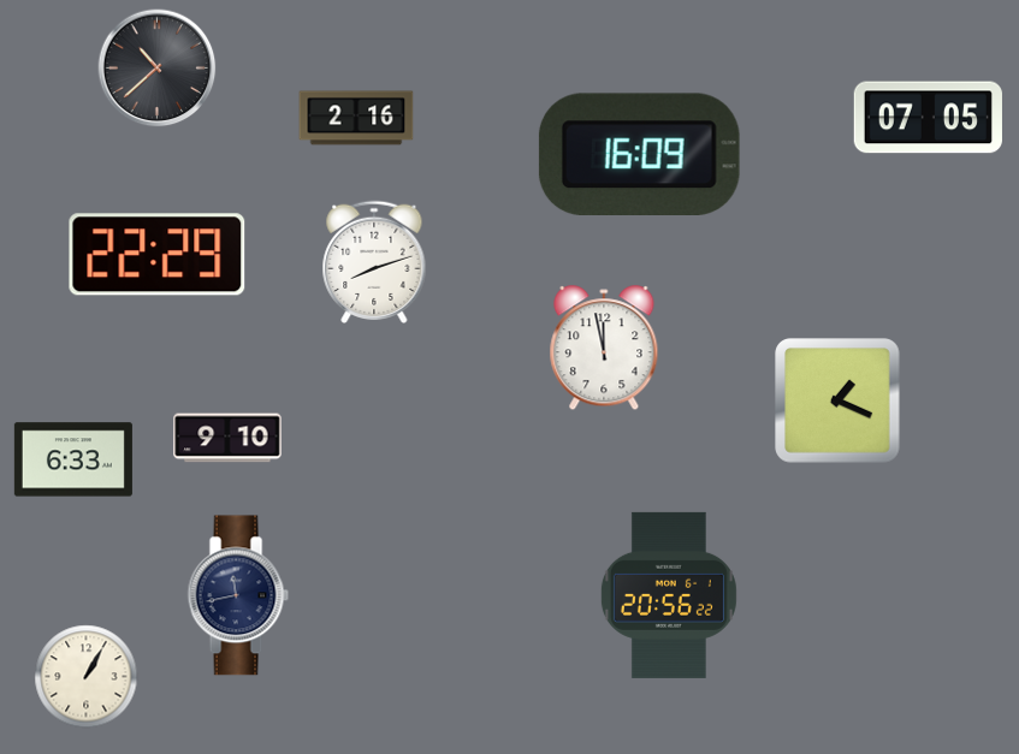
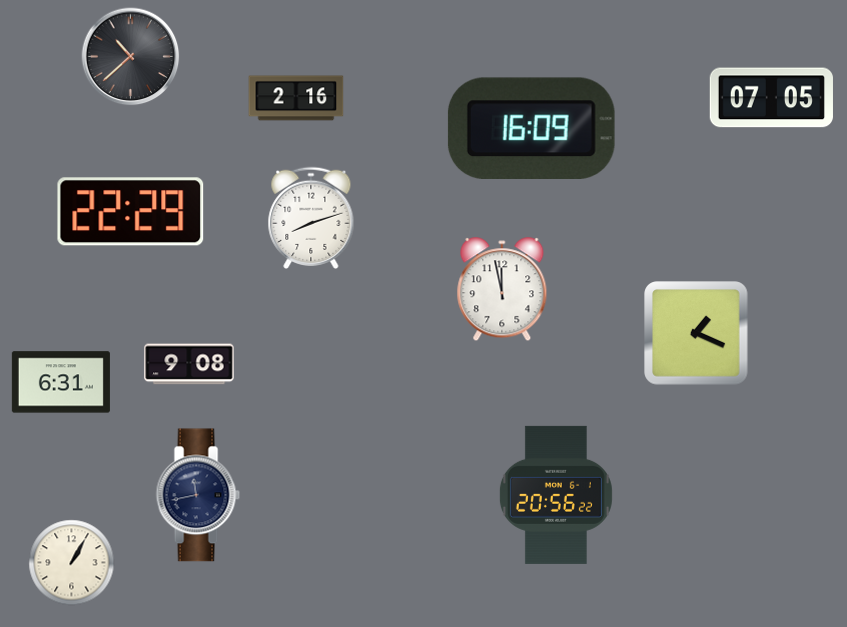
clock at (227, 438): 9:10 -> 9:08
clock at (73, 459): 6:33 -> 6:31
